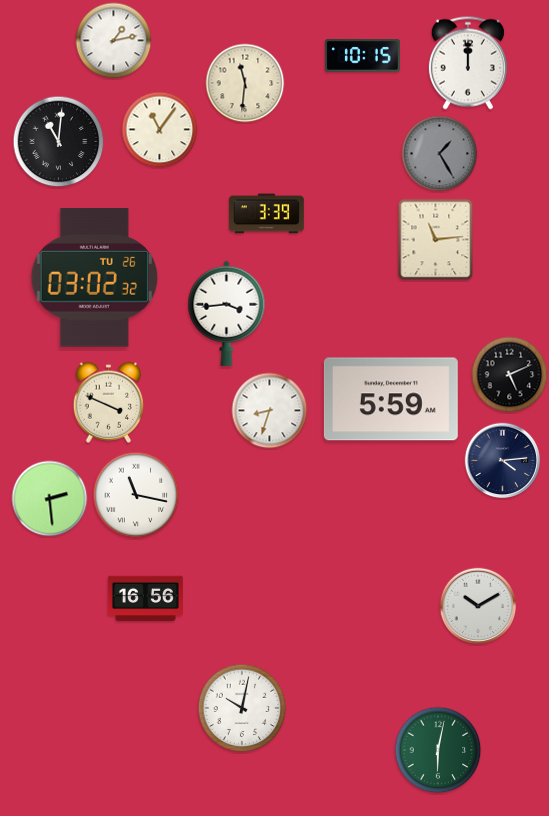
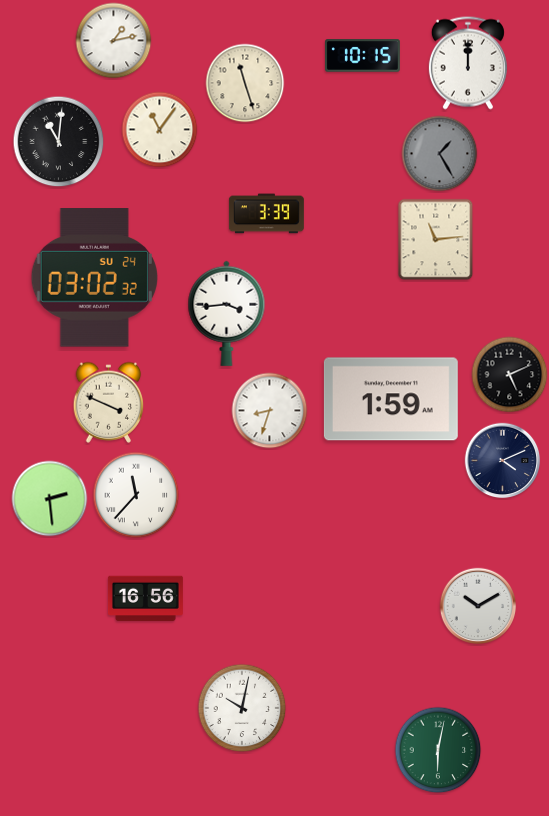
clock at (245, 83): 11:31 -> 11:27
clock at (94, 278) date: TU 26 -> SU 24
clock at (391, 399): 5:59 -> 1:59
clock at (503, 461): 4:14 -> 4:11
clock at (136, 495): 11:17 -> 11:37
